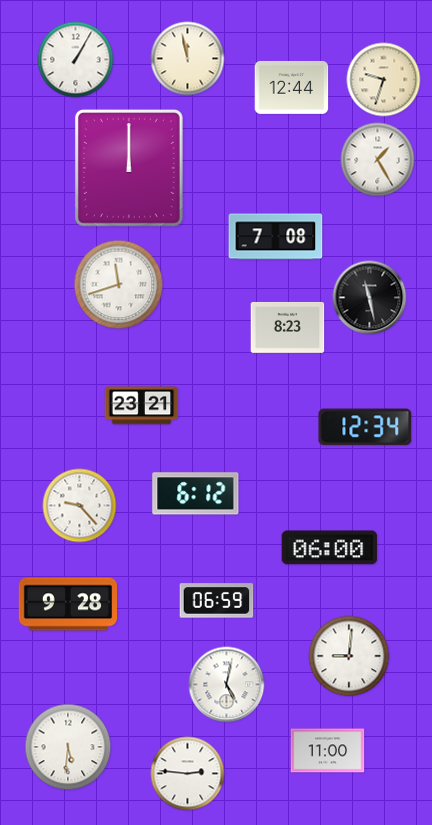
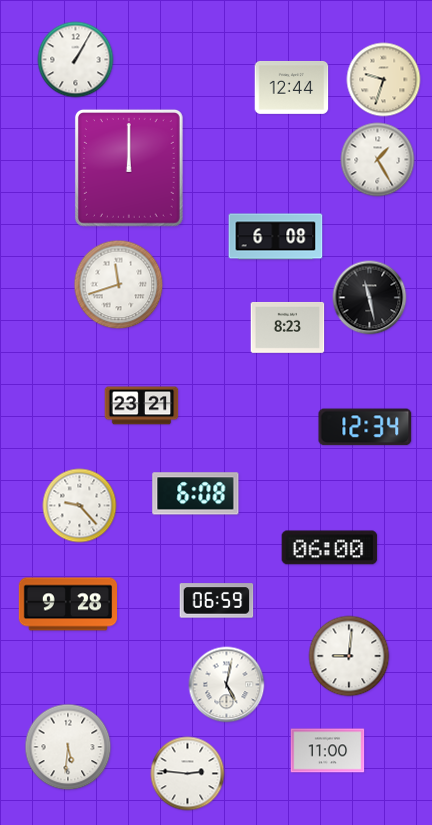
clock at (188, 59): 11:58 -> none
clock at (276, 237): 7:08 -> 6:08
clock at (196, 494): 6:12 -> 6:08
